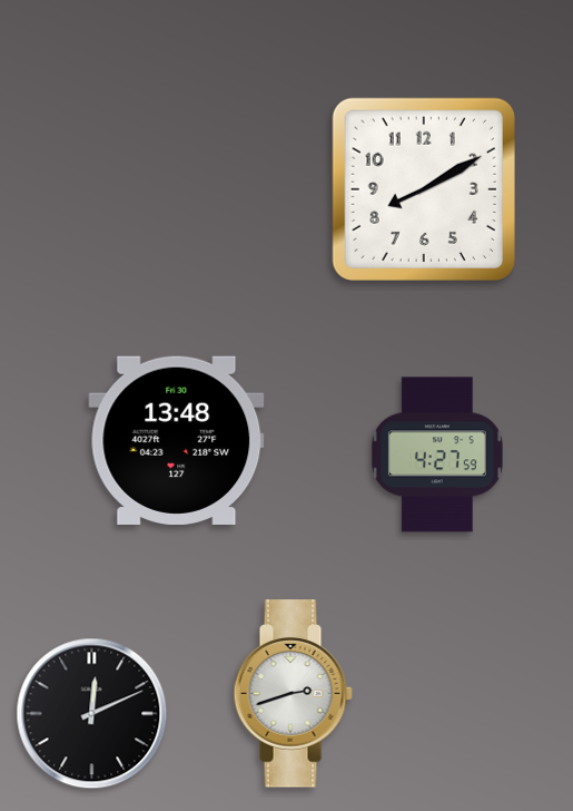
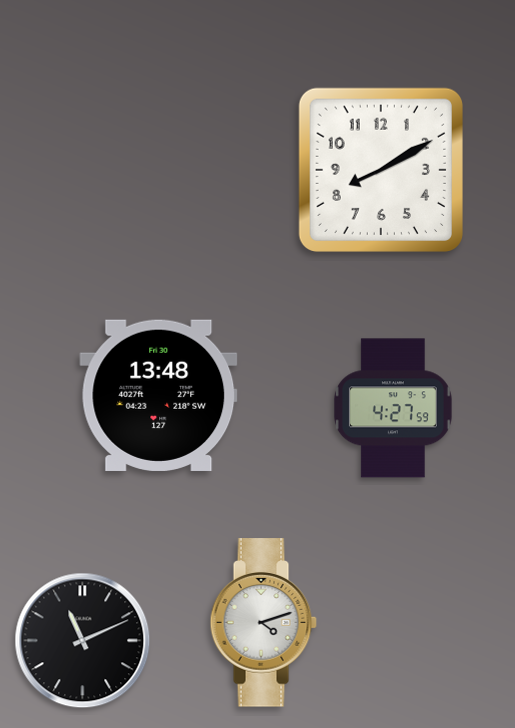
clock at (293, 694): 2:42 -> 4:12
clock at (92, 714): 12:11 -> 11:11
